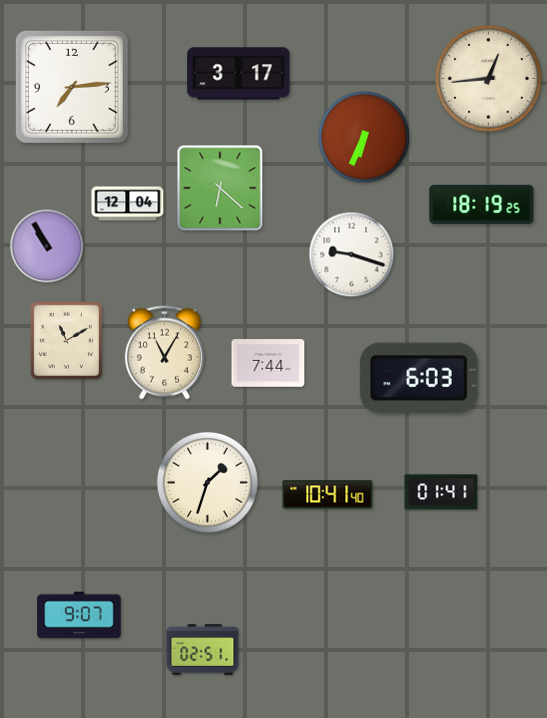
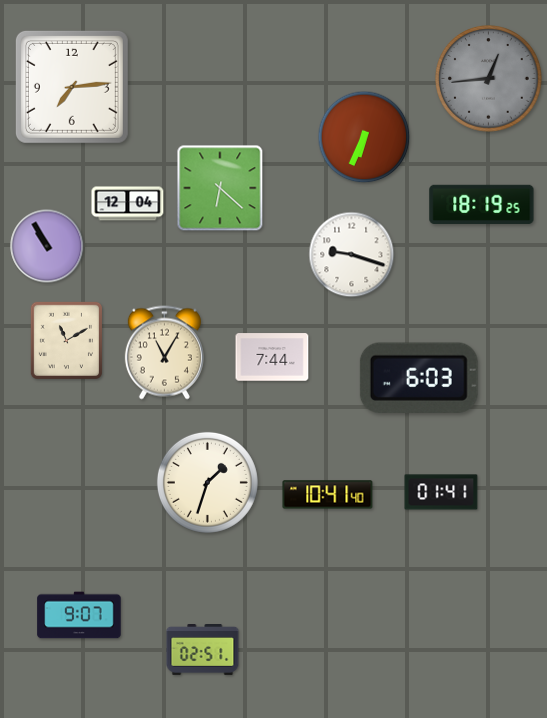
clock at (239, 74): 3:17 -> none
clock at (489, 79) dial: cream -> grey
clock at (268, 363) position: (268, 363) -> (272, 357)
